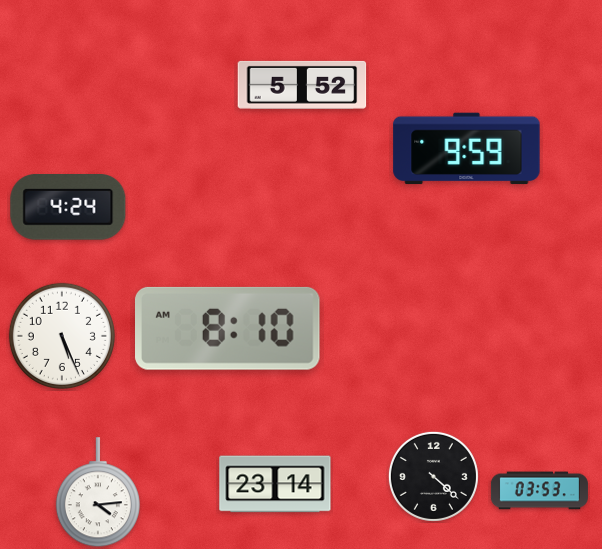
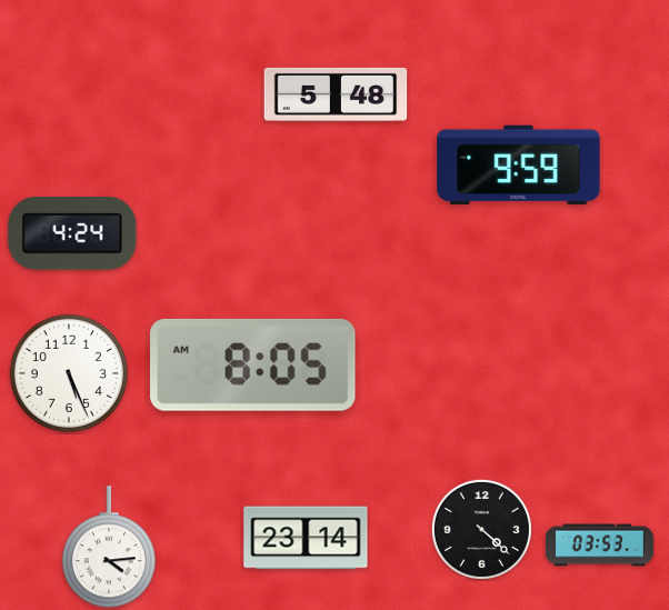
clock at (302, 85): 5:52 -> 5:48
clock at (68, 208) position: (68, 208) -> (72, 234)
clock at (228, 328): 8:10 -> 8:05
